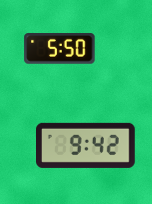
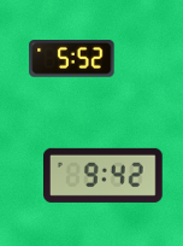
clock at (60, 49): 5:50 -> 5:52
